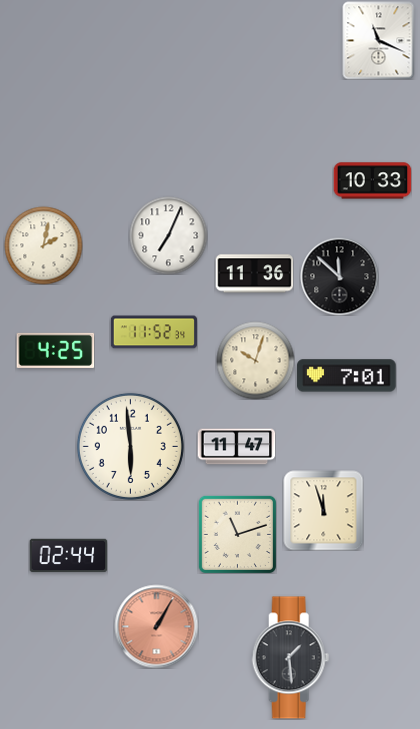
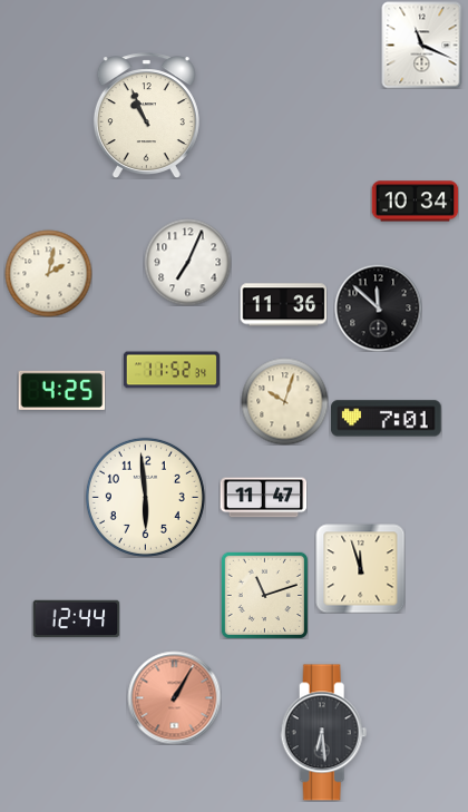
clock at (146, 116): none -> 10:56
clock at (372, 181): 10:33 -> 10:34
clock at (68, 556): 02:44 -> 12:44
clock at (291, 658): 1:29 -> 6:29
